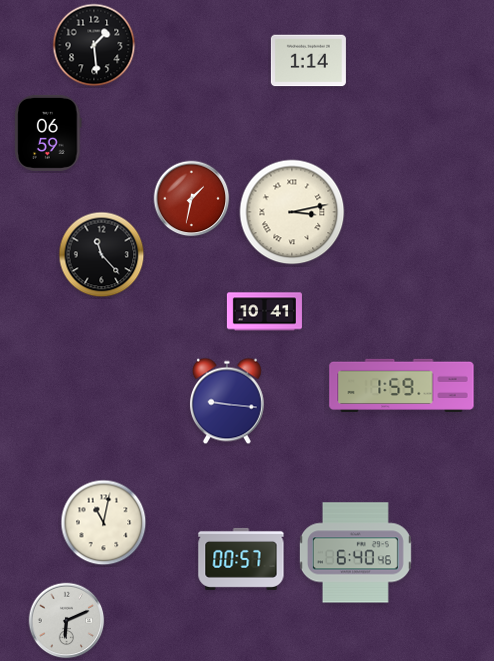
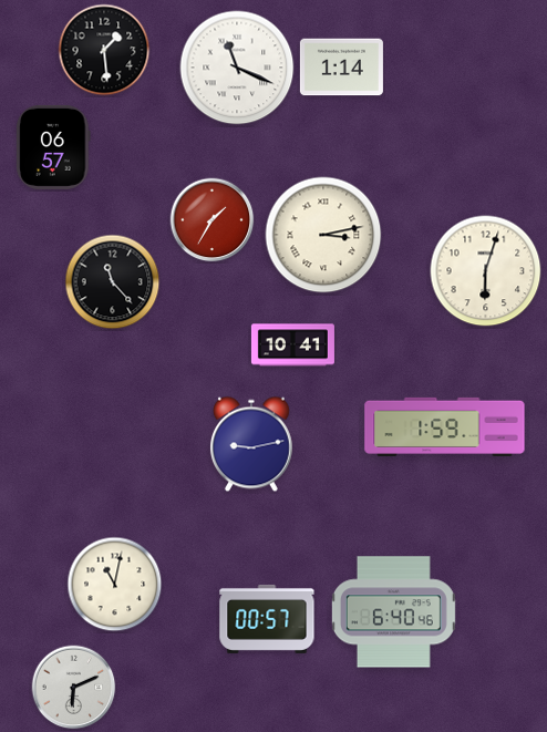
clock at (237, 68): none -> 11:19
clock at (48, 133): 06:59 -> 06:57
clock at (192, 199): 1:32 -> 1:35
clock at (486, 271): none -> 6:03
clock at (227, 401): 9:16 -> 9:13
clock at (104, 523) position: (104, 523) -> (115, 585)
